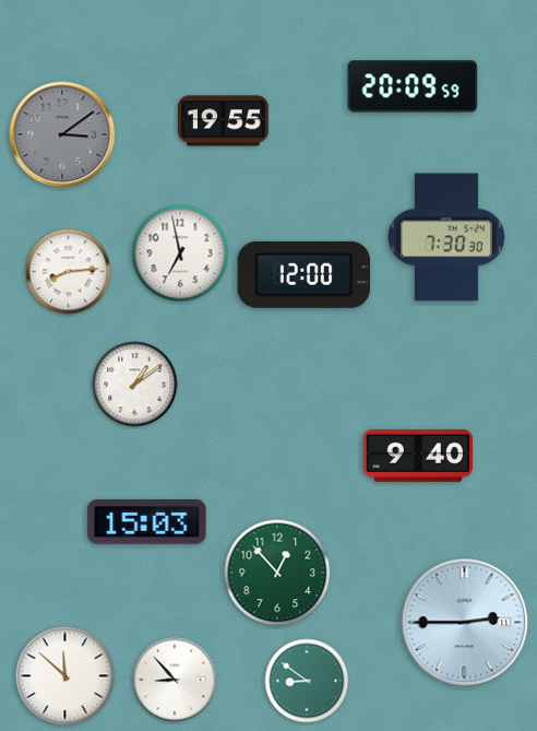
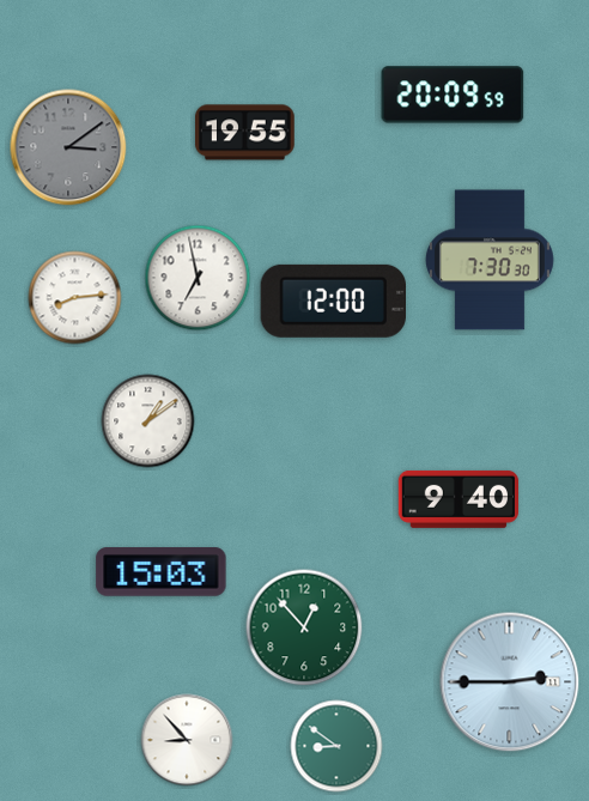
clock at (65, 676): 11:52 -> none
clock at (175, 680) position: (175, 680) -> (187, 740)
